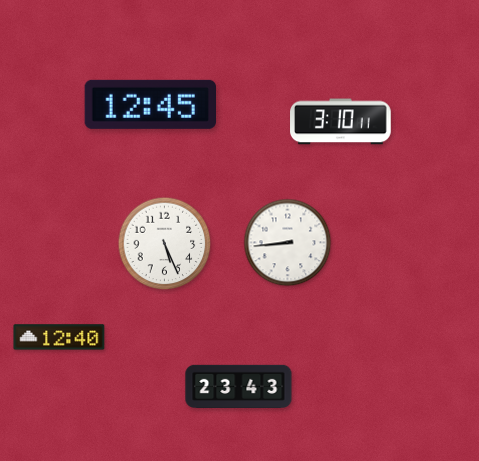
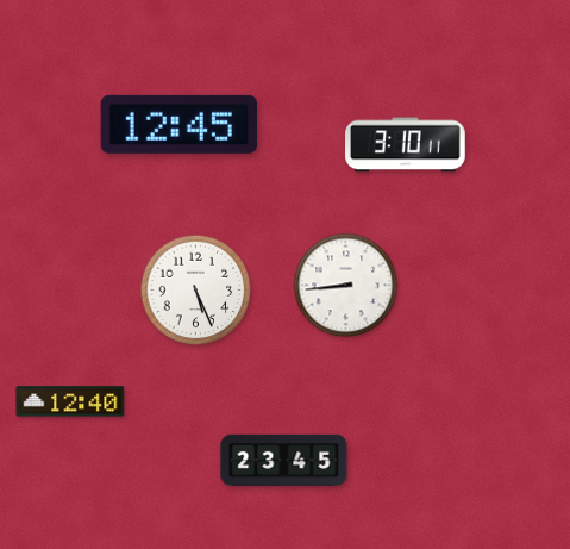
clock at (288, 243) position: (288, 243) -> (346, 286)
clock at (239, 386): 23:43 -> 23:45
